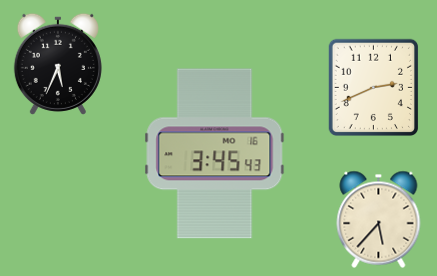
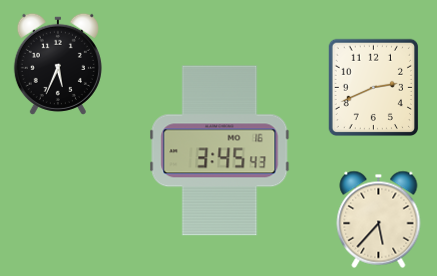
clock at (215, 154) position: (215, 154) -> (220, 151)
